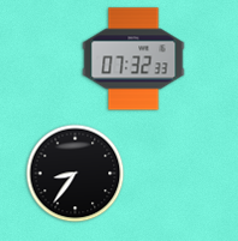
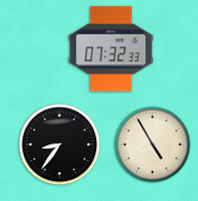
clock at (76, 174) position: (76, 174) -> (60, 145)
clock at (153, 145): none -> 4:55
